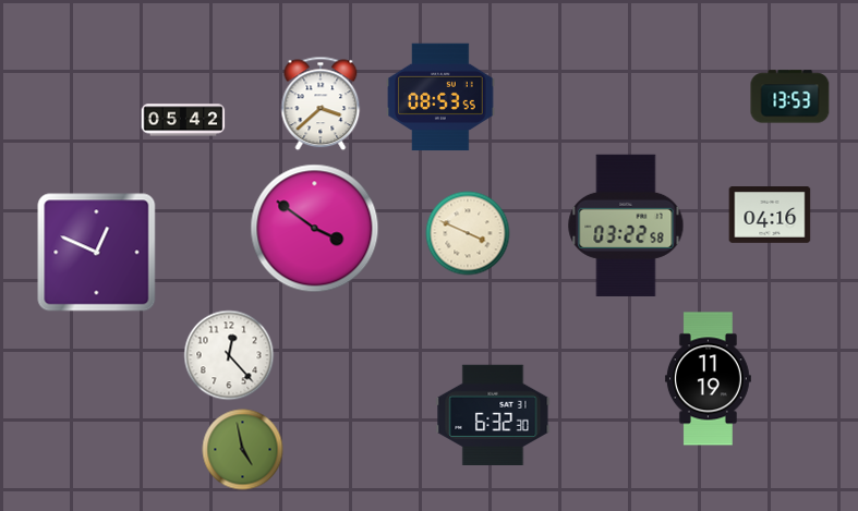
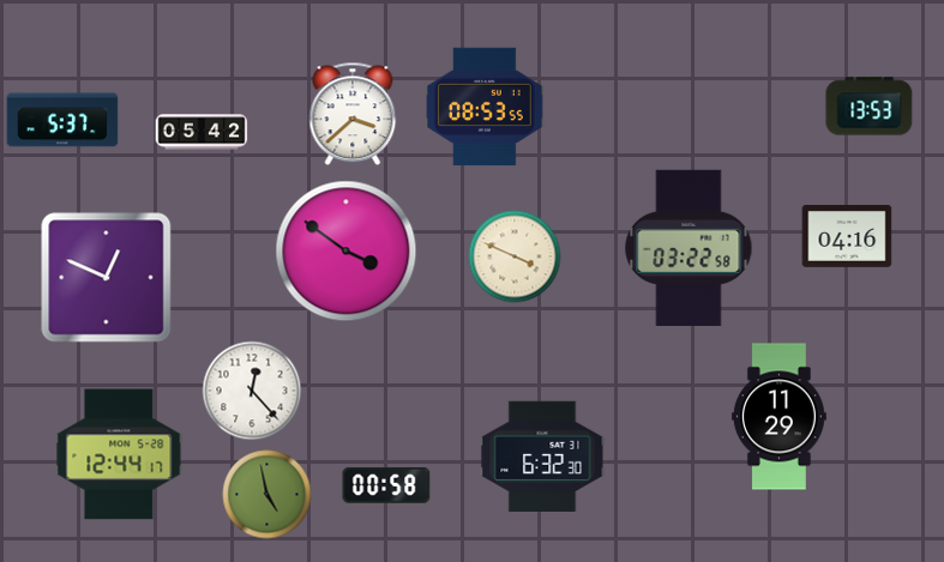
clock at (62, 120): none -> 5:37
clock at (708, 379): 11:19 -> 11:29
clock at (119, 454): none -> 12:44
clock at (386, 485): none -> 00:58
